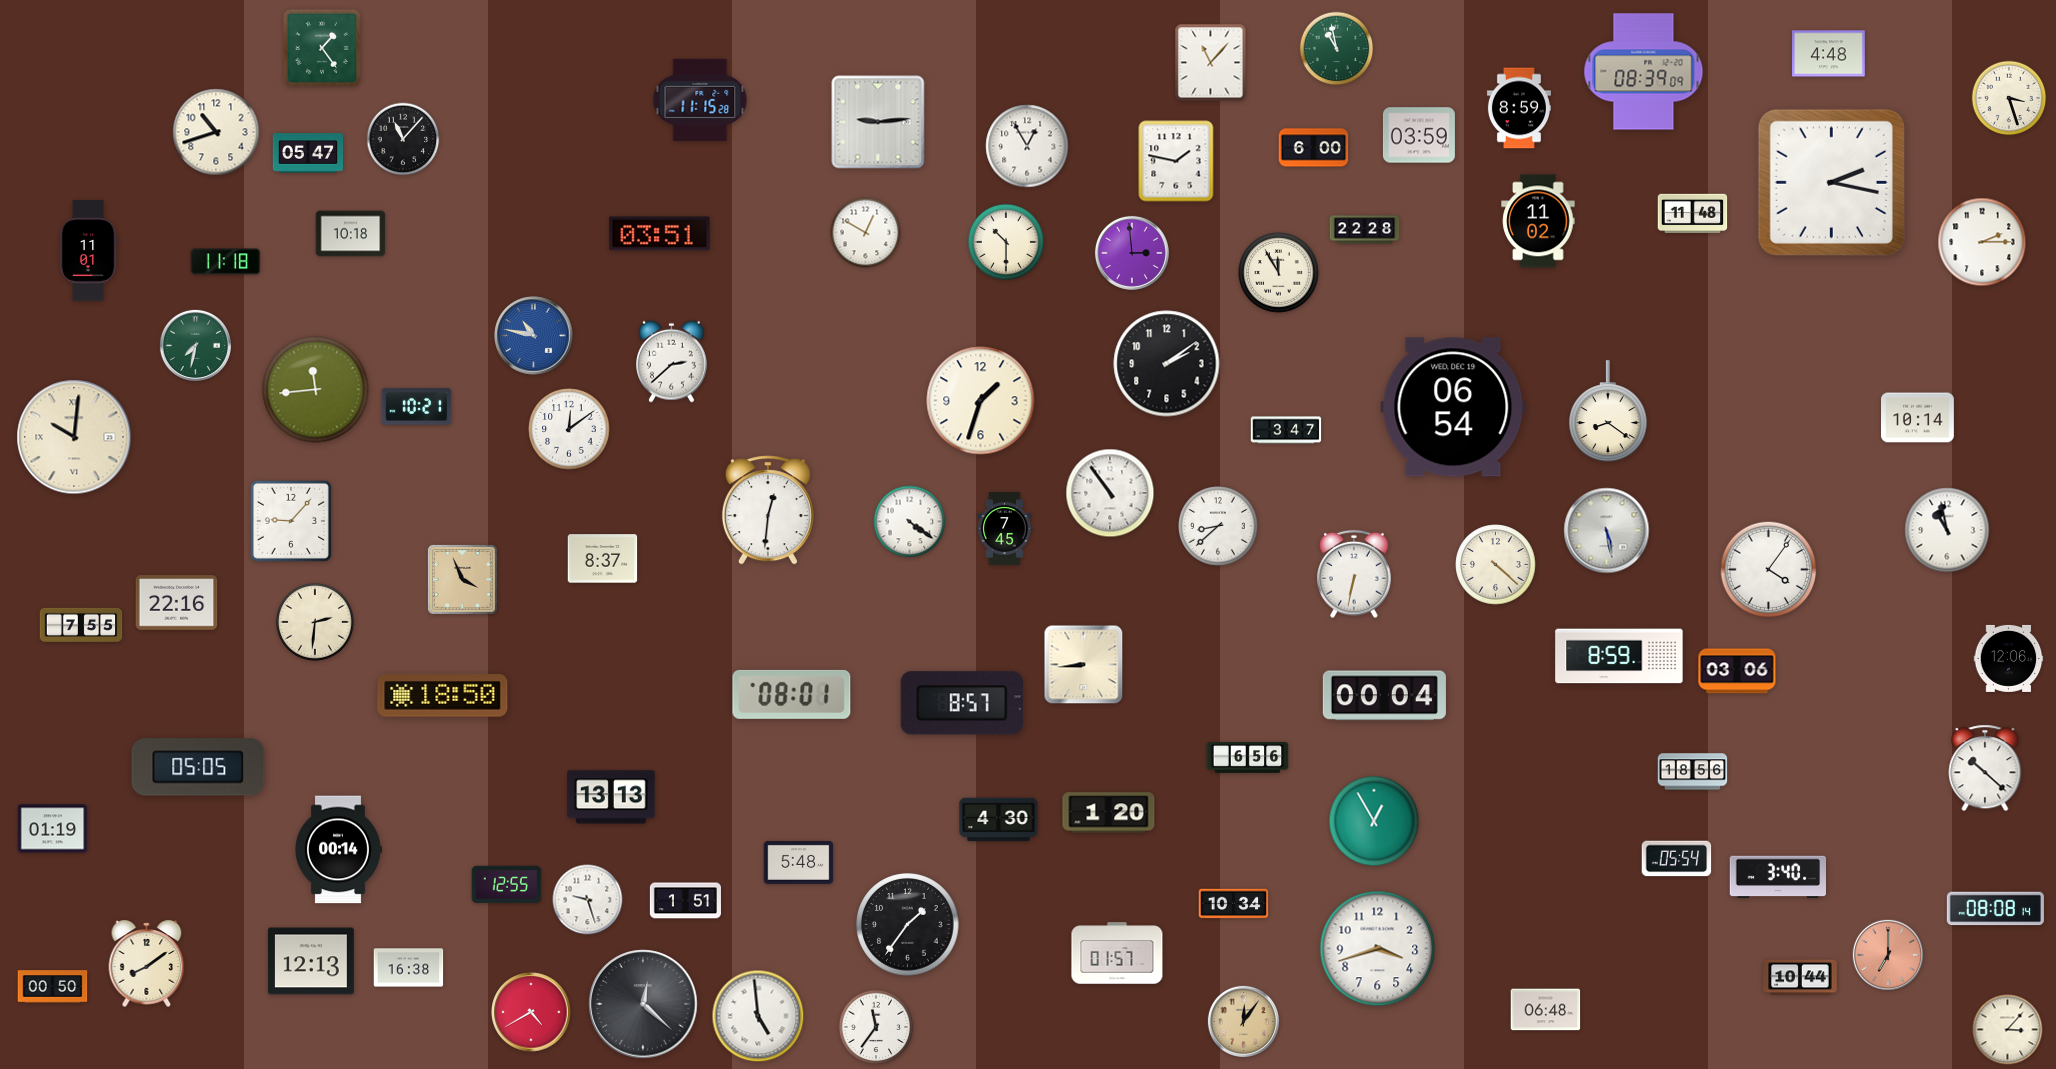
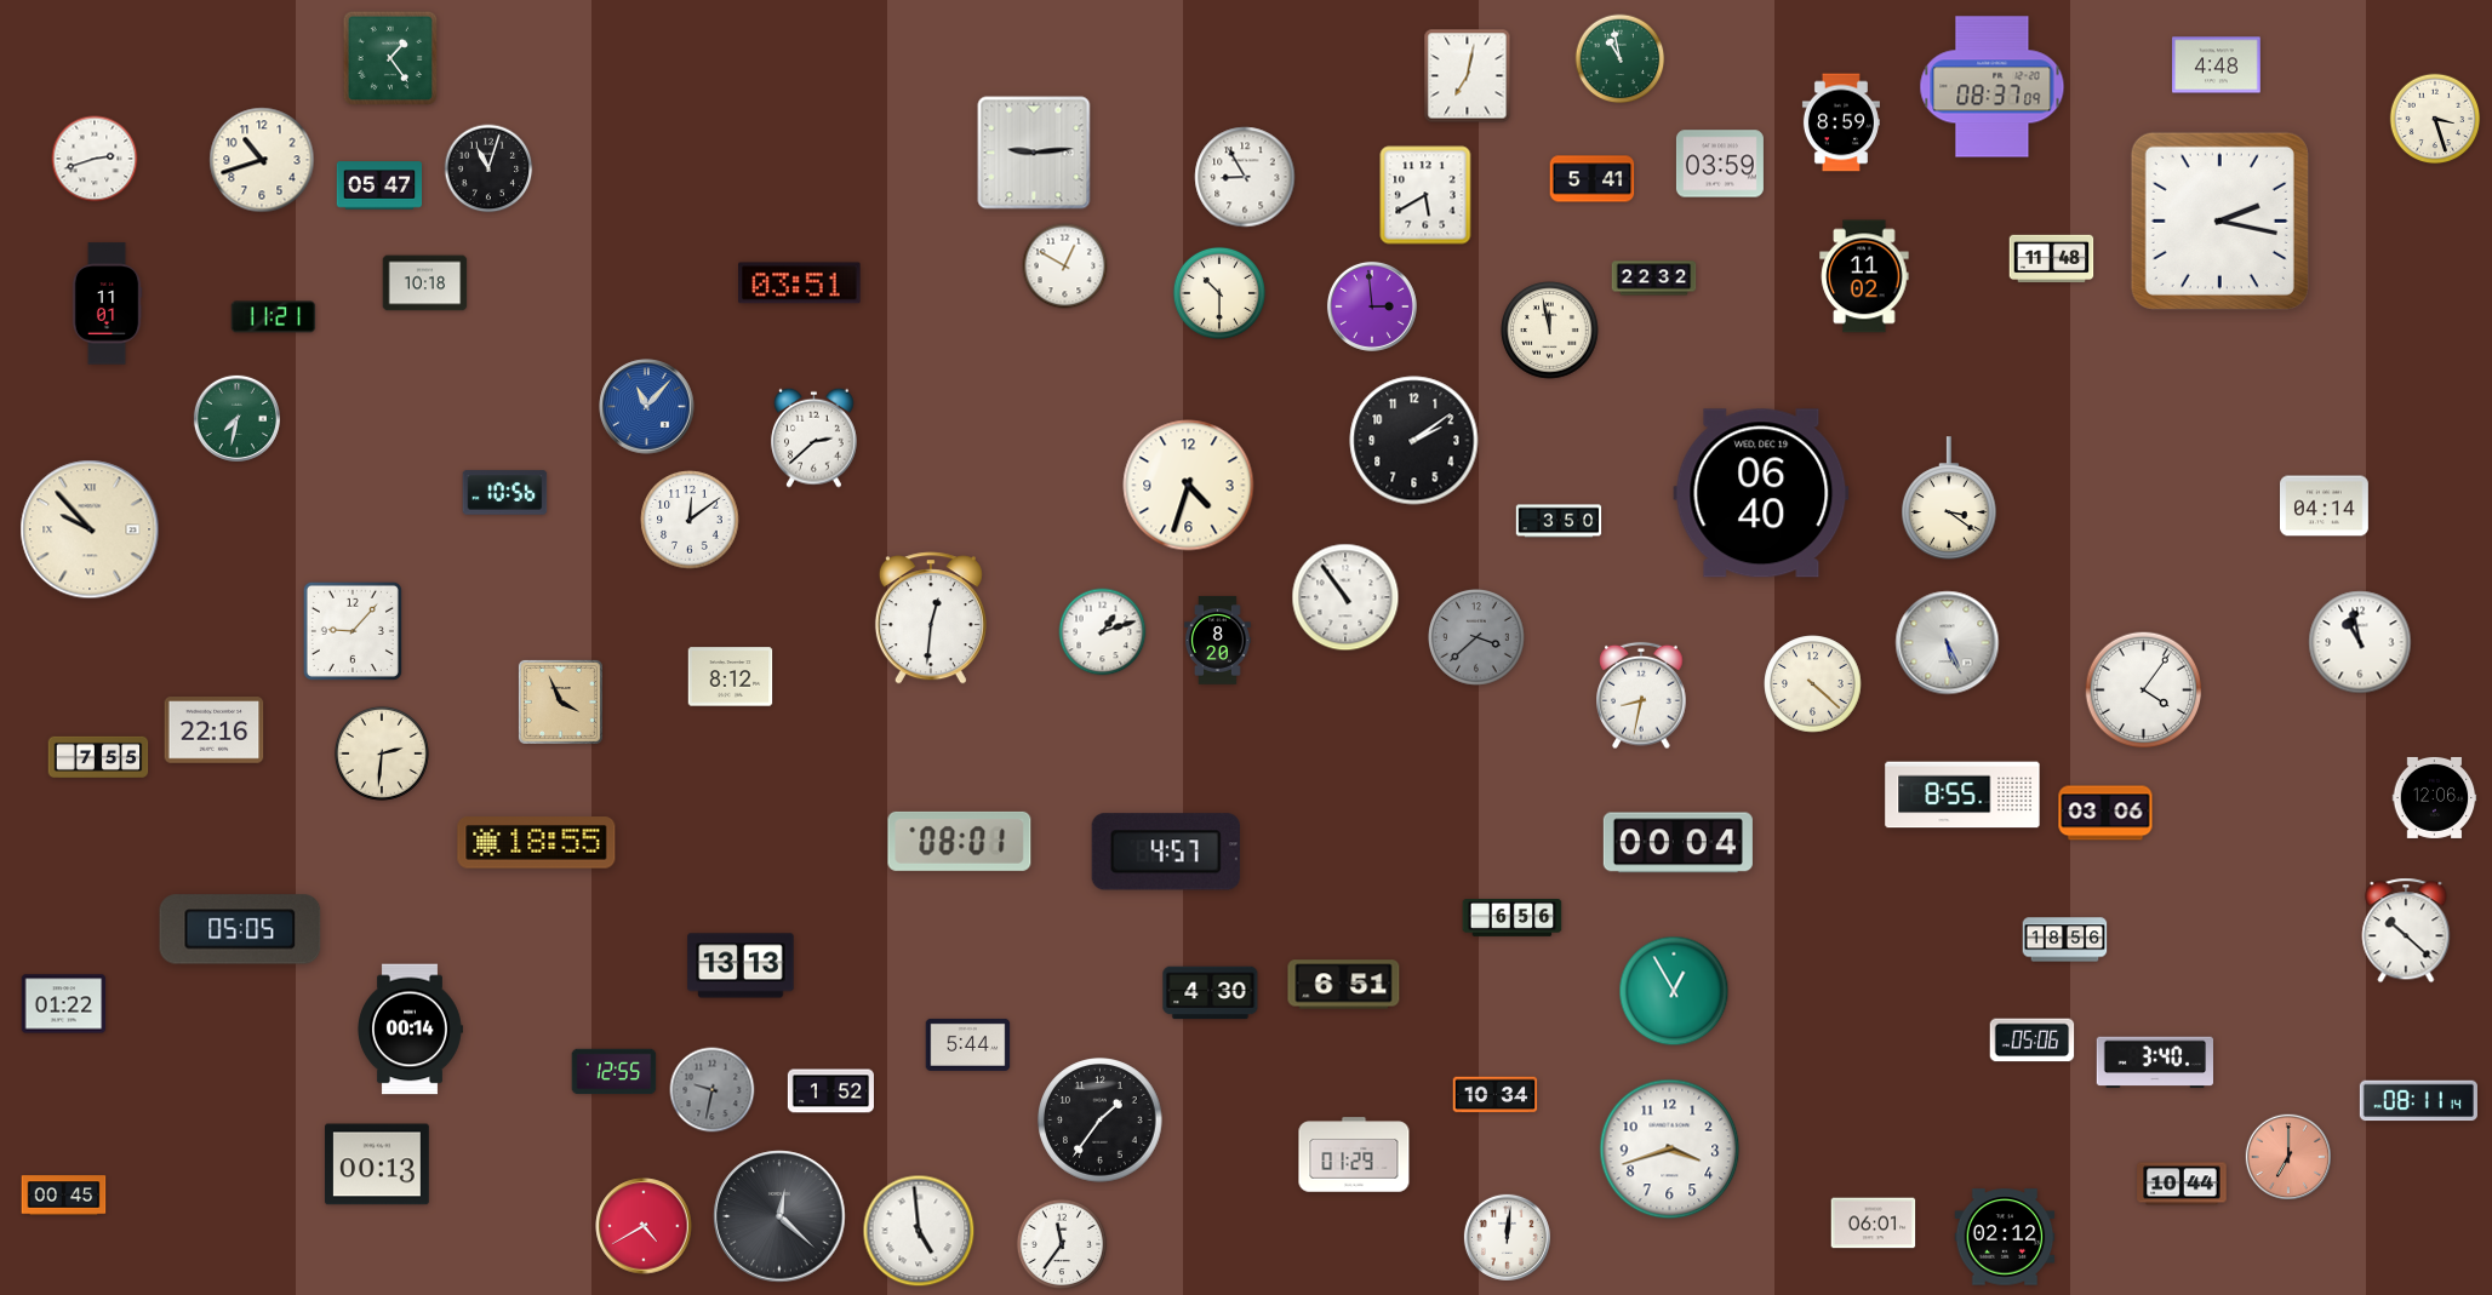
clock at (1211, 63): 11:07 -> 7:02
clock at (1644, 72): 08:39 -> 08:37
clock at (700, 100): 11:15 -> none
clock at (1519, 108) position: (1519, 108) -> (1841, 122)
clock at (878, 122) position: (878, 122) -> (1034, 153)
clock at (95, 159): none -> 2:42
clock at (403, 139): 11:07 -> 11:03
clock at (1027, 146): 12:55 -> 8:55
clock at (1314, 148): 6:00 -> 5:41
clock at (308, 153) position: (308, 153) -> (379, 185)
clock at (1176, 161): 1:47 -> 5:40
clock at (1538, 221) position: (1538, 221) -> (1864, 276)
clock at (1365, 230): 22:28 -> 22:32
clock at (866, 233) position: (866, 233) -> (1065, 267)
clock at (1982, 242): 2:15 -> none
clock at (226, 262): 11:18 -> 11:21
clock at (1279, 273): 11:55 -> 11:58
clock at (534, 336): 10:47 -> 11:07
clock at (316, 390): 11:44 -> none
clock at (981, 401): 1:33 -> 4:33
clock at (417, 407): 10:21 -> 10:56
clock at (1453, 407): 06:54 -> 06:40
clock at (1609, 411): 8:21 -> 3:21
clock at (1918, 418): 10:14 -> 04:14
clock at (1286, 430): 3:47 -> 3:50
clock at (74, 437): 10:01 -> 9:53
clock at (910, 522): 4:21 -> 1:12
clock at (1219, 527): 8:38 -> 3:38
clock at (1219, 527) dial: white -> grey
clock at (1005, 529): 7:45 -> 8:20
clock at (1607, 531): 5:28 -> 5:26
clock at (603, 559): 8:37 -> 8:12
clock at (1354, 574): 6:32 -> 8:32
clock at (1619, 656): 8:59 -> 8:55
clock at (1084, 665): 8:44 -> none
clock at (443, 696): 18:50 -> 18:55
clock at (962, 703): 8:57 -> 4:57
clock at (1693, 772) position: (1693, 772) -> (2065, 940)
clock at (1109, 813): 1:20 -> 6:51
clock at (1374, 821) position: (1374, 821) -> (1674, 991)
clock at (53, 829): 01:19 -> 01:22
clock at (1677, 859): 05:54 -> 05:06
clock at (799, 862): 5:48 -> 5:44
clock at (588, 900): 9:27 -> 9:32
clock at (588, 900) dial: white -> grey
clock at (685, 901): 1:51 -> 1:52
clock at (1995, 909): 08:08 -> 08:11
clock at (1117, 953): 01:57 -> 01:29
clock at (311, 961): 12:13 -> 00:13
clock at (147, 963): 8:09 -> none
clock at (409, 968): 16:38 -> none
clock at (53, 987): 00:50 -> 00:45
clock at (1546, 1010): 06:48 -> 06:01
clock at (1243, 1021): 12:06 -> 12:01
clock at (1243, 1021) dial: champagne -> white
clock at (2005, 1237): none -> 02:12
clock at (2008, 1030): 3:07 -> none
